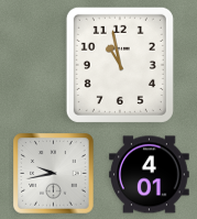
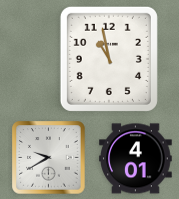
clock at (54, 174): 9:43 -> 9:40
